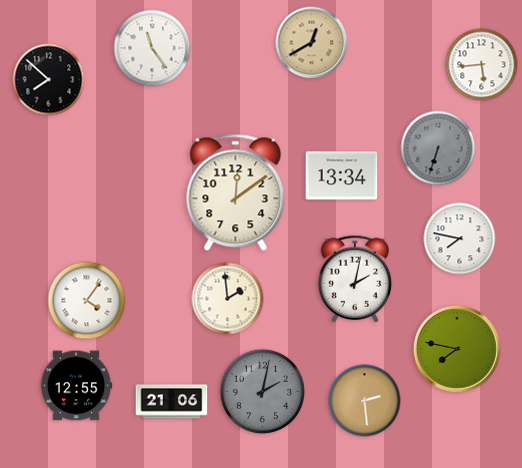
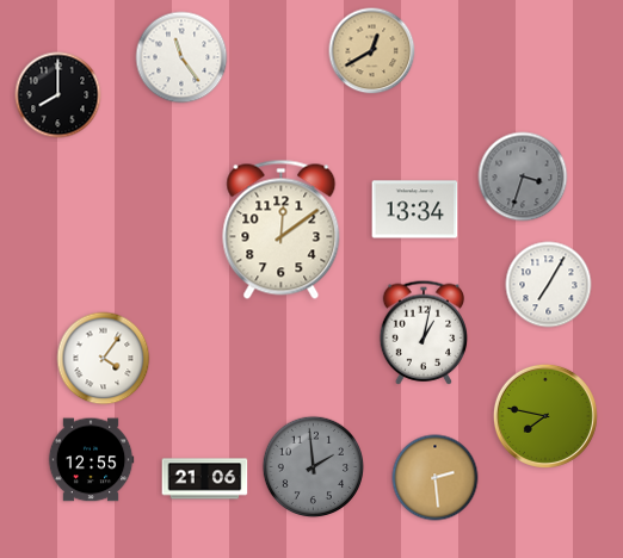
clock at (482, 65): 5:44 -> none
clock at (49, 80): 7:52 -> 8:00
clock at (438, 148): 6:33 -> 3:33
clock at (342, 176) position: (342, 176) -> (415, 210)
clock at (460, 239): 7:47 -> 7:05
clock at (355, 279): 2:02 -> 1:02
clock at (228, 299): 1:59 -> none
clock at (263, 392): 2:02 -> 1:59
